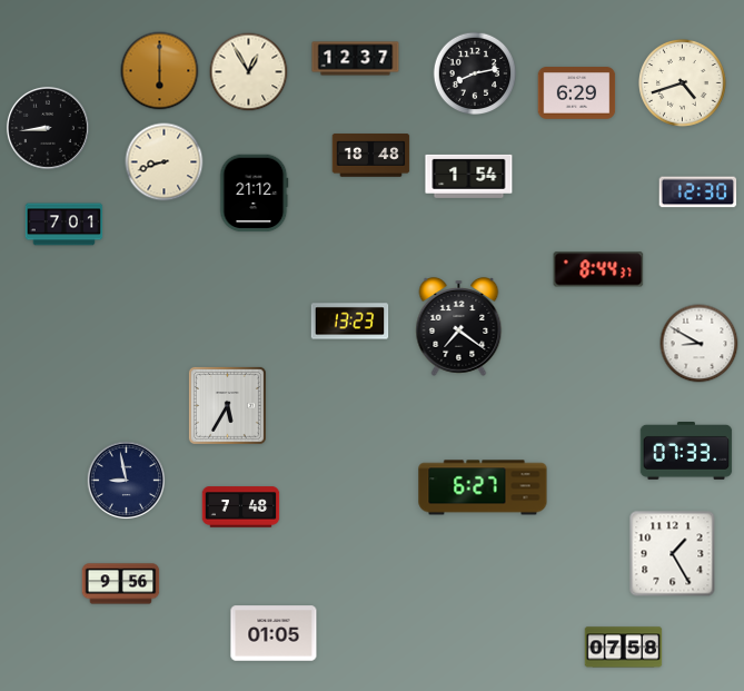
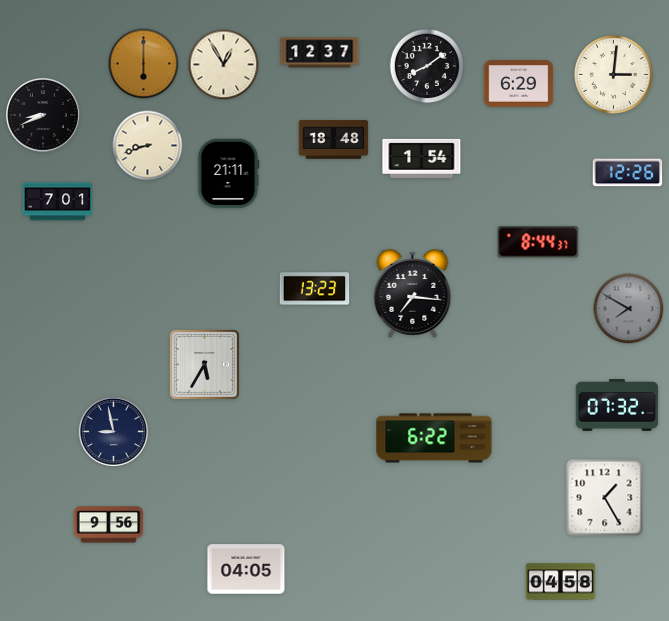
clock at (475, 73): 8:13 -> 8:09
clock at (683, 83): 4:42 -> 3:01
clock at (48, 128): 8:44 -> 8:41
clock at (698, 193): 12:30 -> 12:26
clock at (255, 194): 21:12 -> 21:11
clock at (459, 327): 7:21 -> 7:16
clock at (700, 344): 8:50 -> 7:50
clock at (700, 344) dial: white -> grey
clock at (686, 452): 07:33 -> 07:32
clock at (483, 487): 6:27 -> 6:22
clock at (241, 507): 7:48 -> none
clock at (274, 633): 01:05 -> 04:05
clock at (624, 648): 07:58 -> 04:58
